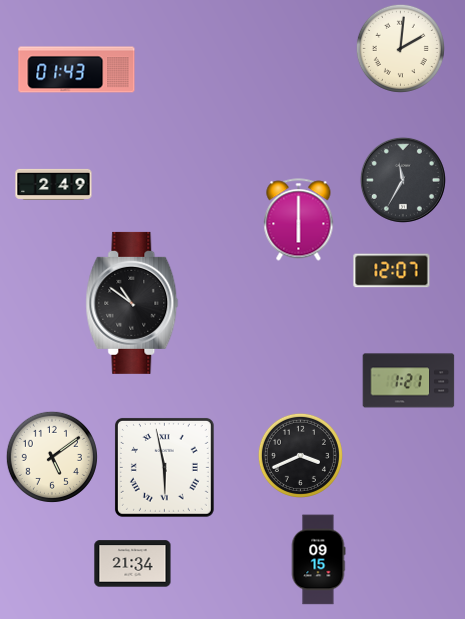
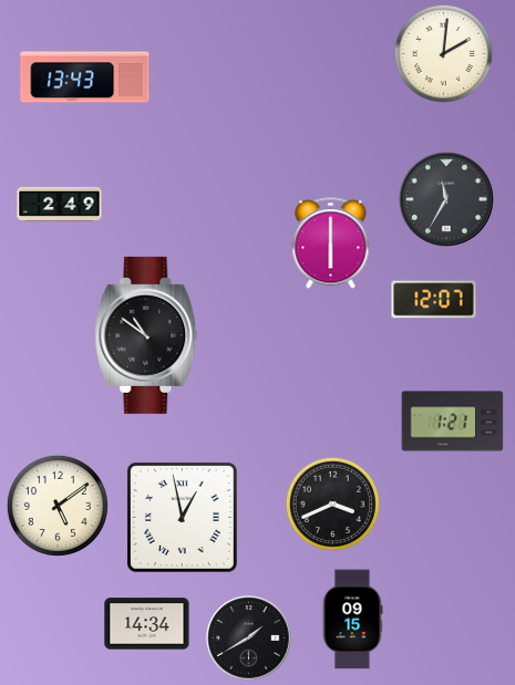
clock at (77, 70): 01:43 -> 13:43
clock at (164, 467): 5:58 -> 12:58
clock at (133, 564): 21:34 -> 14:34
clock at (249, 639): none -> 1:40
